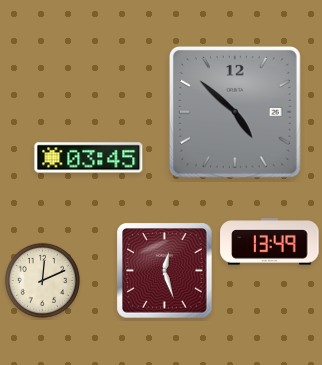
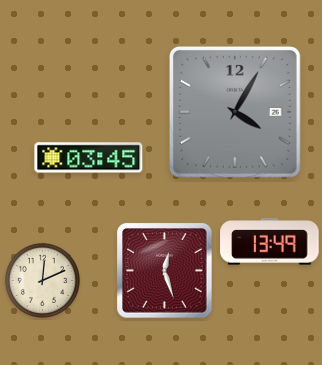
clock at (235, 112): 4:52 -> 4:05
